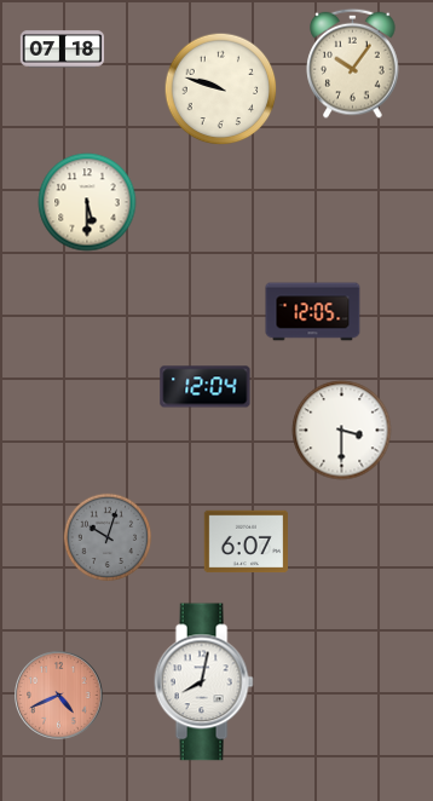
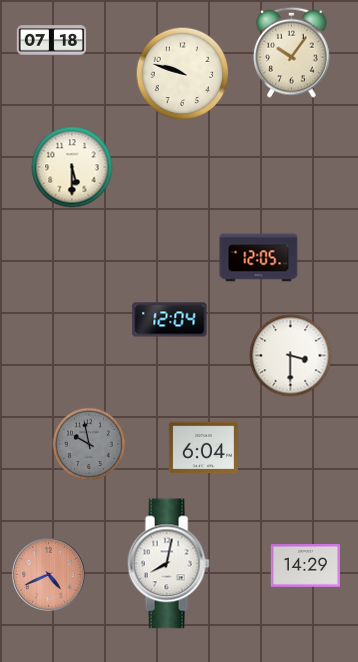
clock at (342, 431) position: (342, 431) -> (291, 356)
clock at (108, 537): 10:03 -> 9:58
clock at (246, 542): 6:07 -> 6:04
clock at (306, 566): none -> 14:29
